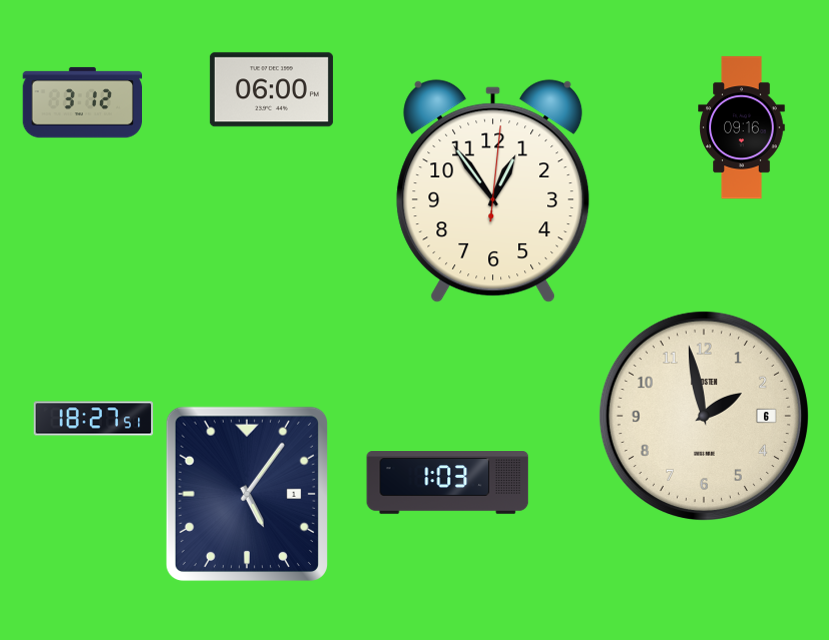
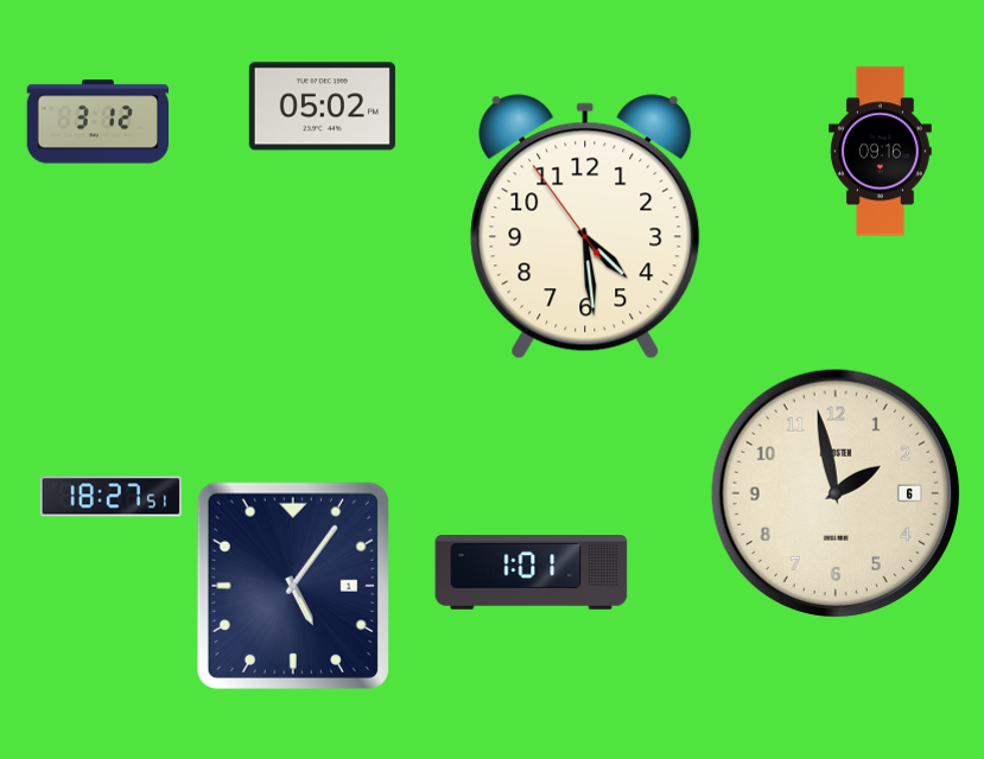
clock at (271, 90): 06:00 -> 05:02
clock at (493, 191): 12:54 -> 4:28
clock at (448, 483): 1:03 -> 1:01
